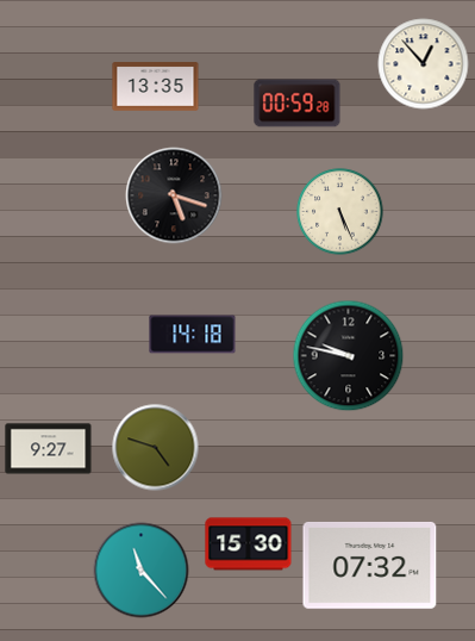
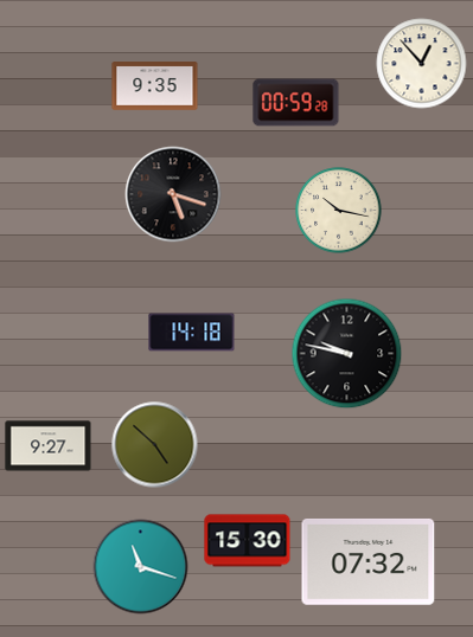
clock at (156, 87): 13:35 -> 9:35
clock at (340, 212): 5:26 -> 10:17
clock at (156, 448): 4:48 -> 4:52
clock at (142, 571): 11:23 -> 11:18
